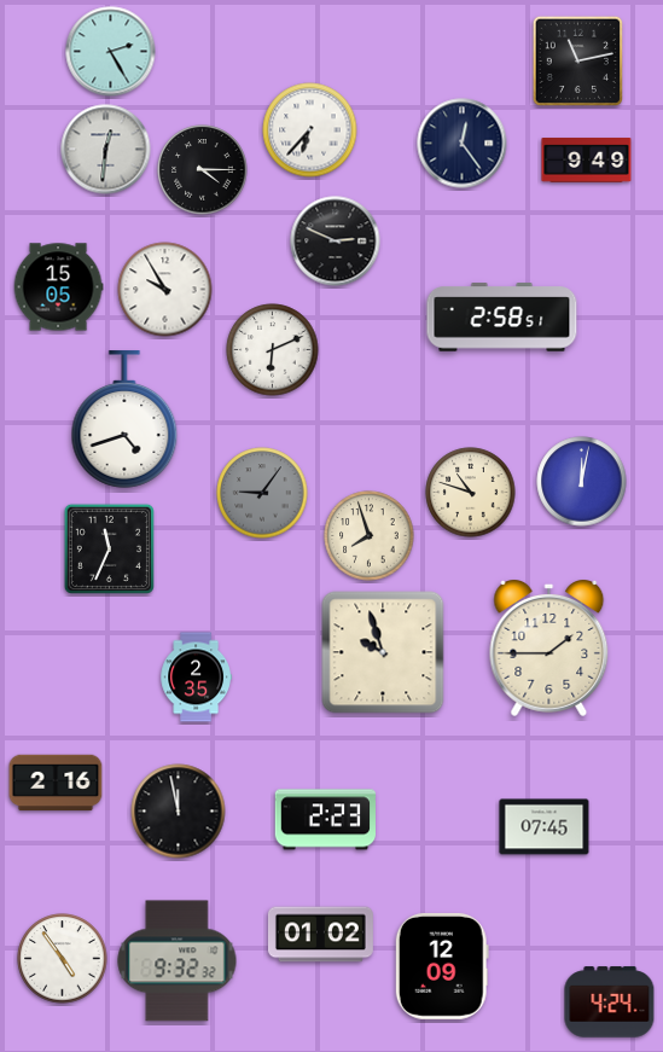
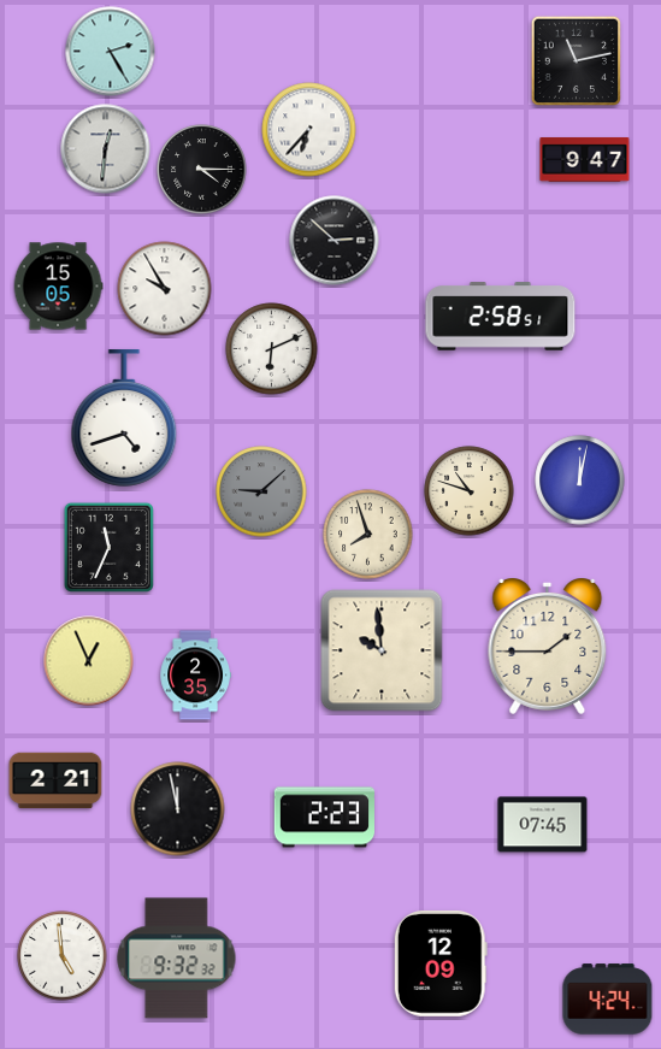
clock at (463, 144): 12:24 -> none
clock at (587, 161): 9:49 -> 9:47
clock at (336, 242): 2:49 -> 2:52
clock at (262, 493): 9:06 -> 9:08
clock at (383, 652): 9:57 -> 9:59
clock at (89, 661): none -> 12:56
clock at (56, 783): 2:16 -> 2:21
clock at (320, 935): 01:02 -> none
clock at (63, 959): 4:54 -> 4:59
